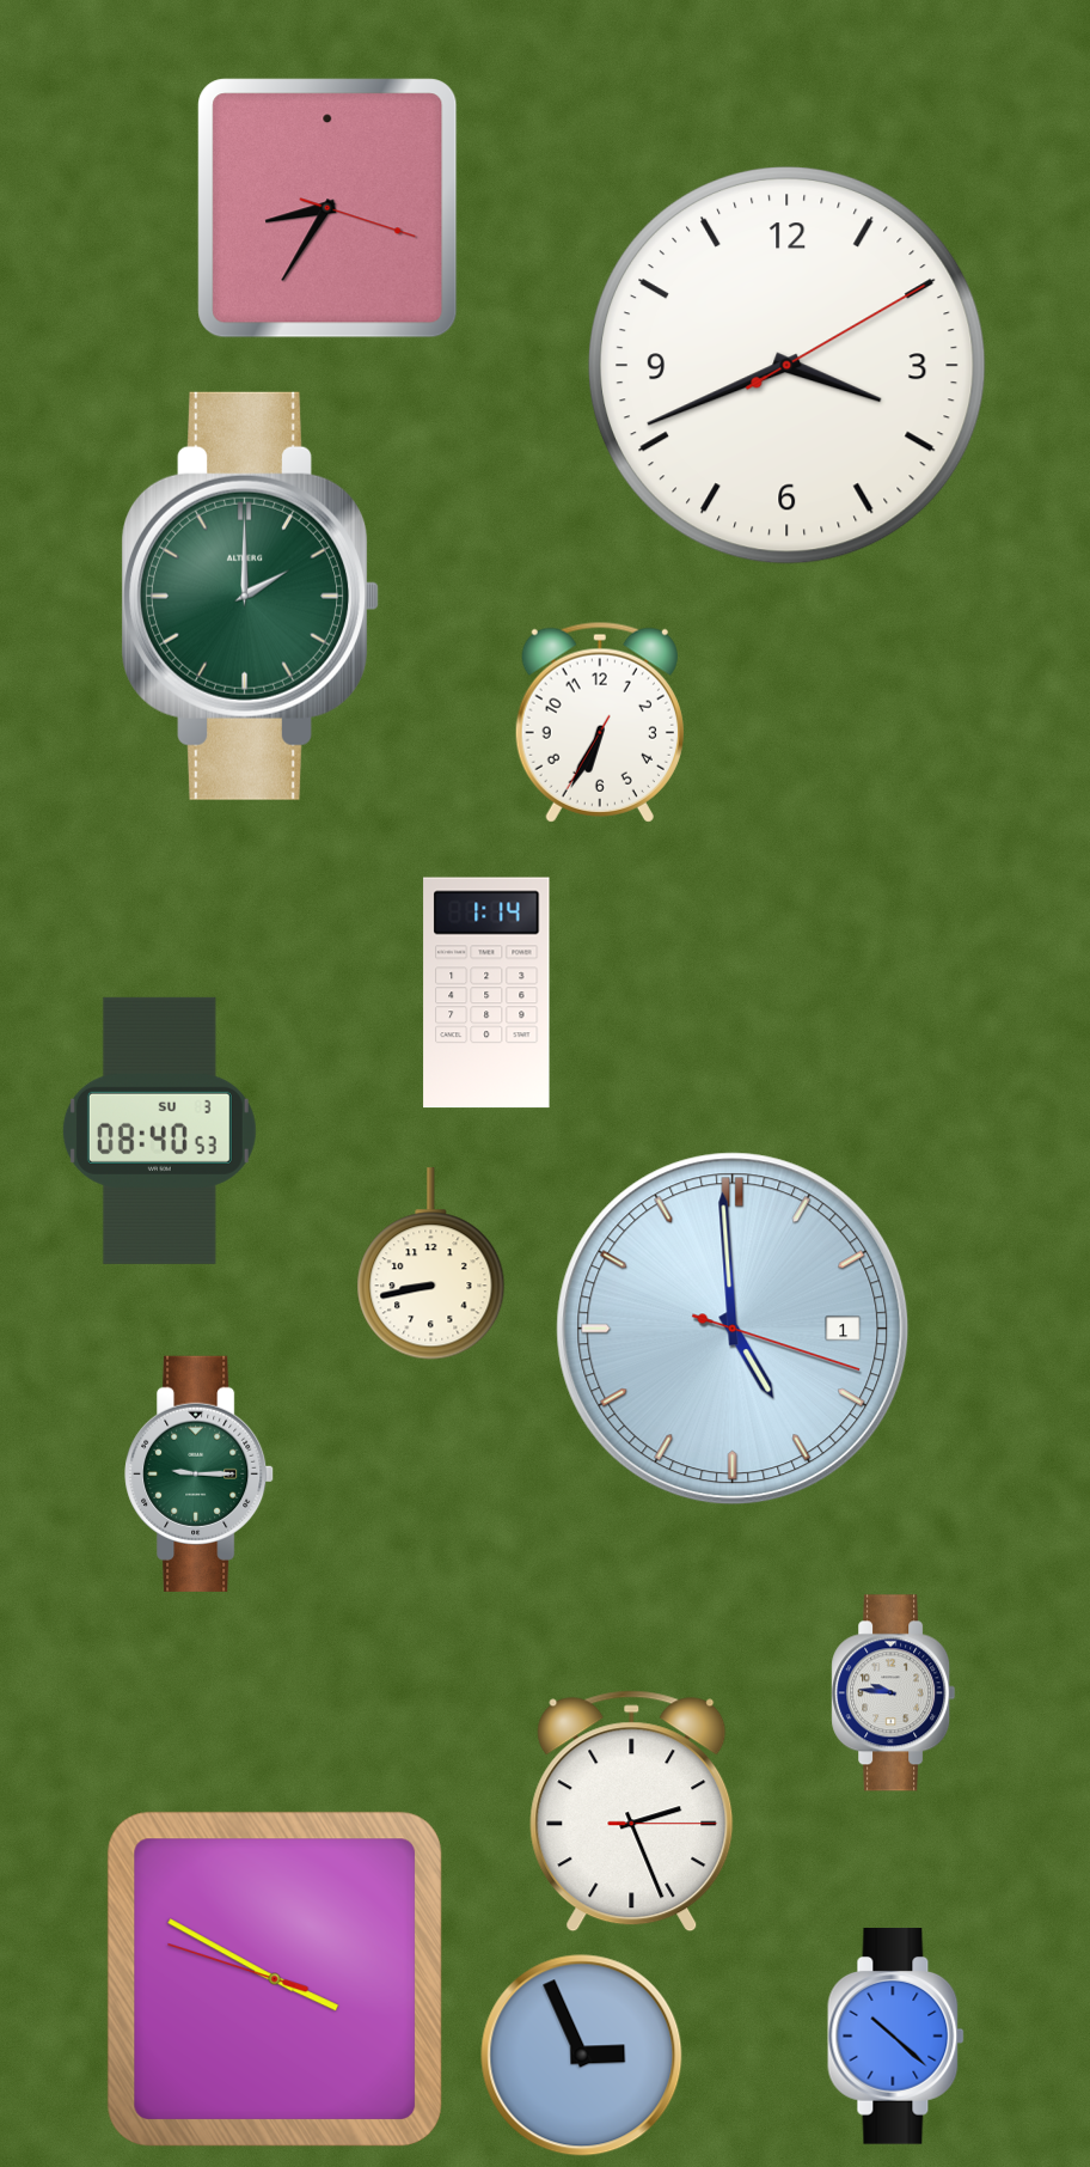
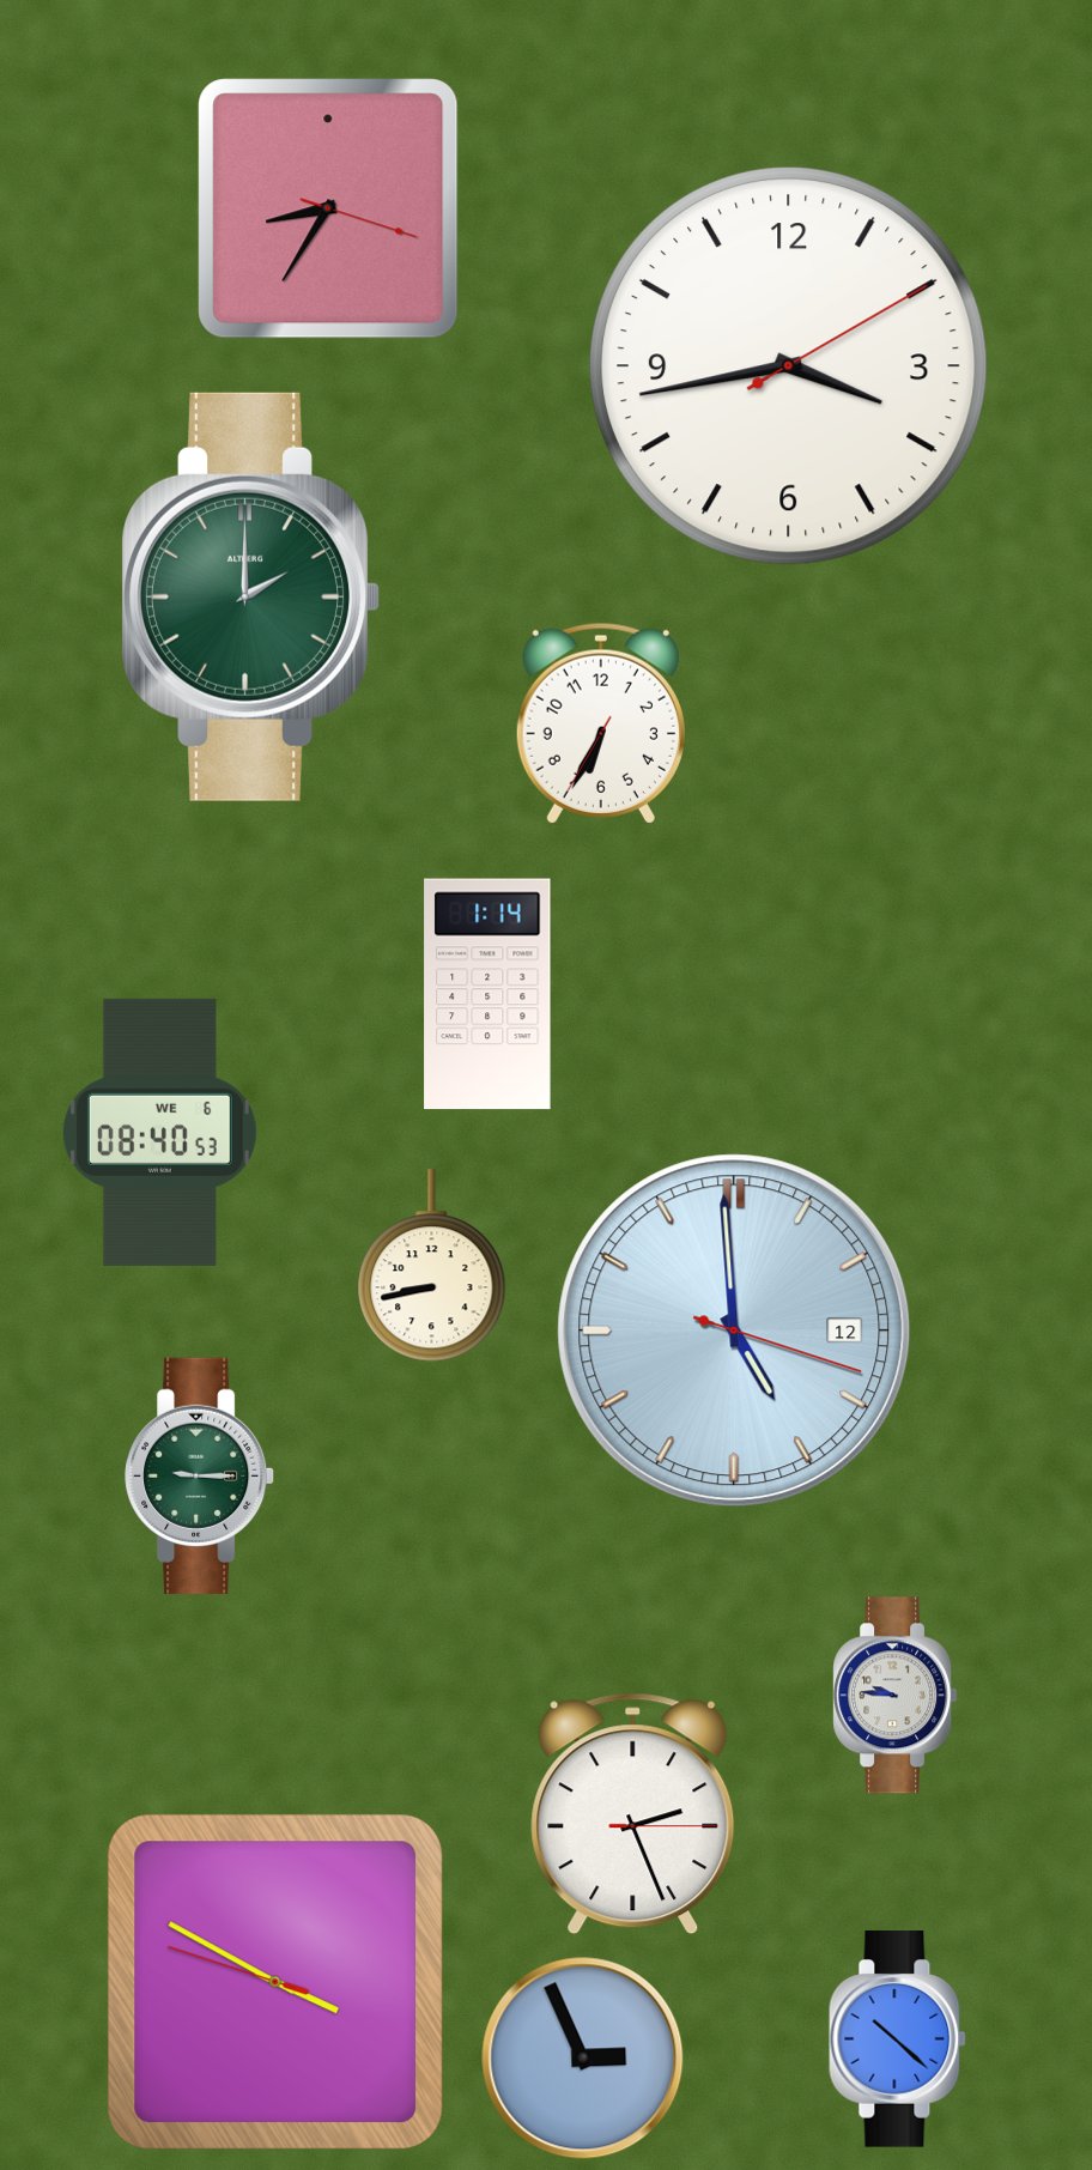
clock at (786, 365): 3:41 -> 3:43
clock at (159, 1130) date: SU 3 -> WE 6
clock at (733, 1329) date: 1 -> 12
